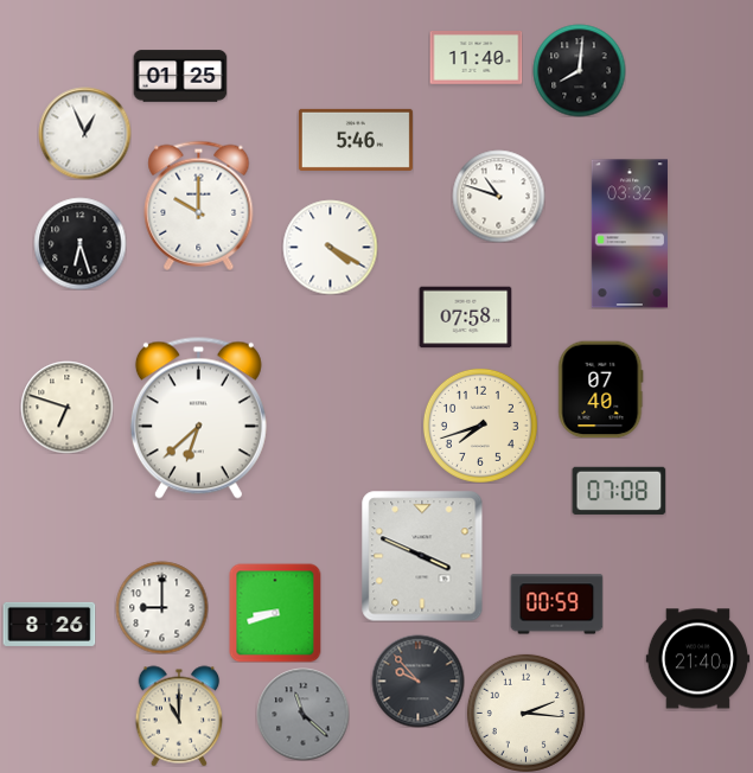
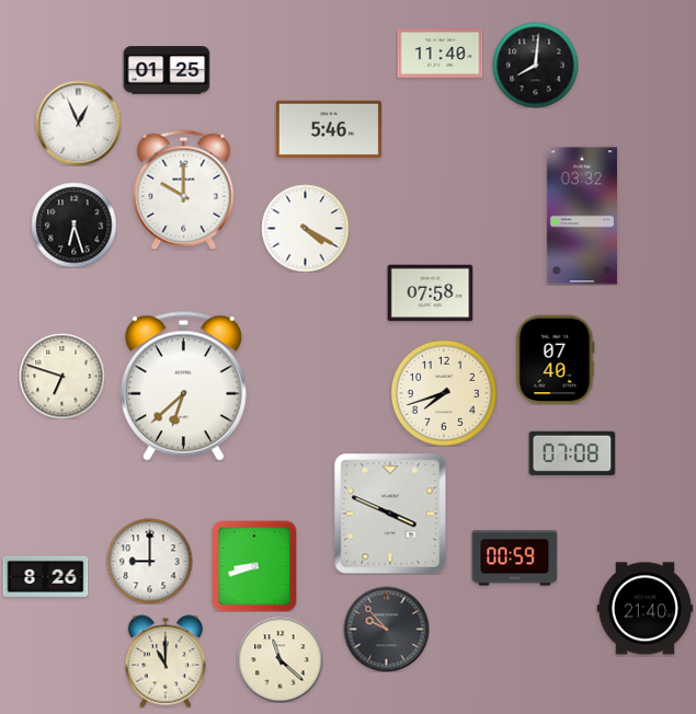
clock at (498, 196): 10:48 -> none
clock at (525, 713): 2:16 -> none
clock at (302, 714) dial: grey -> cream
